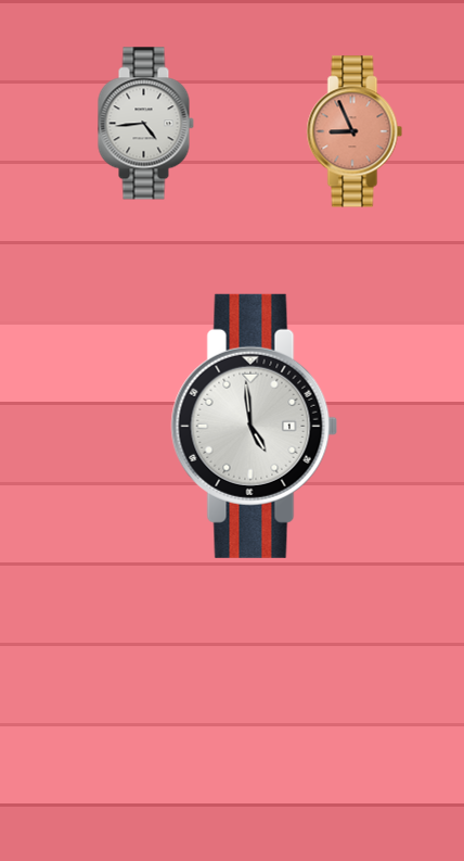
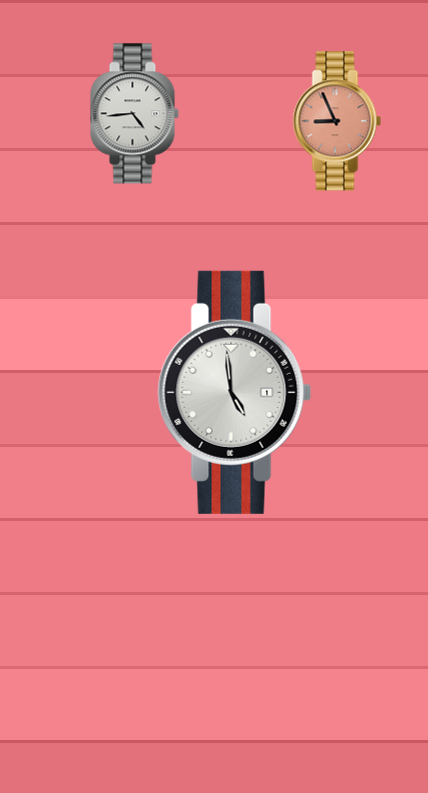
clock at (355, 131) position: (355, 131) -> (337, 121)
